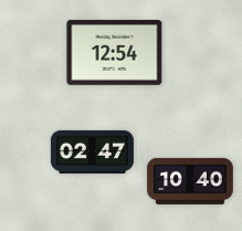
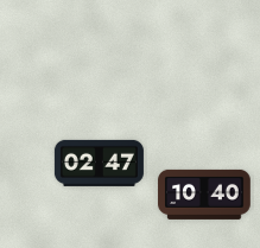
clock at (115, 52): 12:54 -> none
